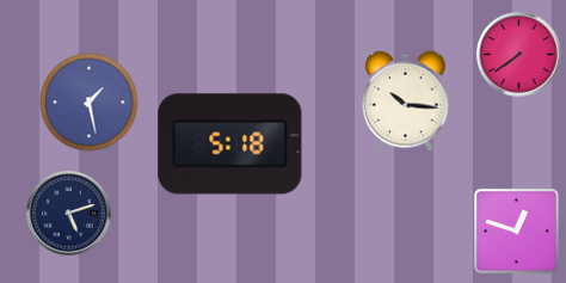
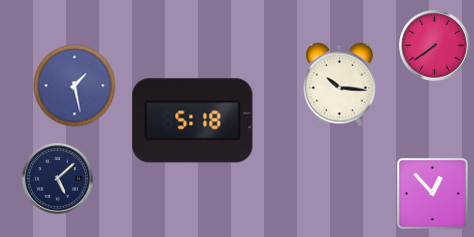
clock at (69, 214): 5:12 -> 5:08
clock at (516, 230): 12:48 -> 12:53
